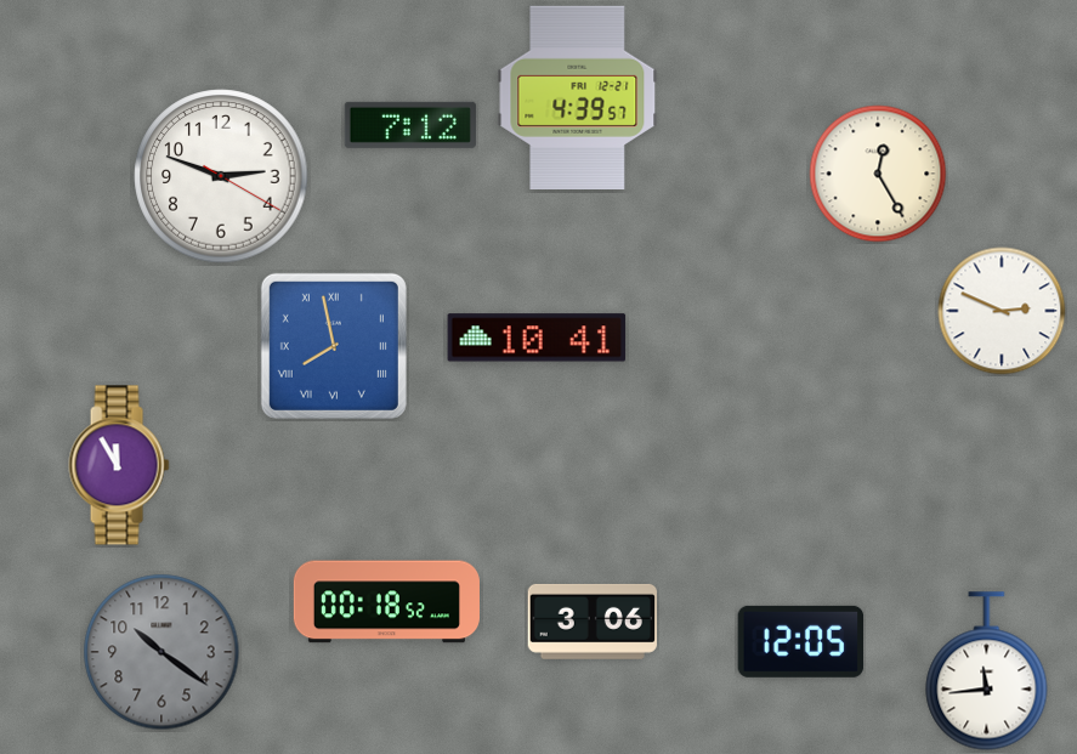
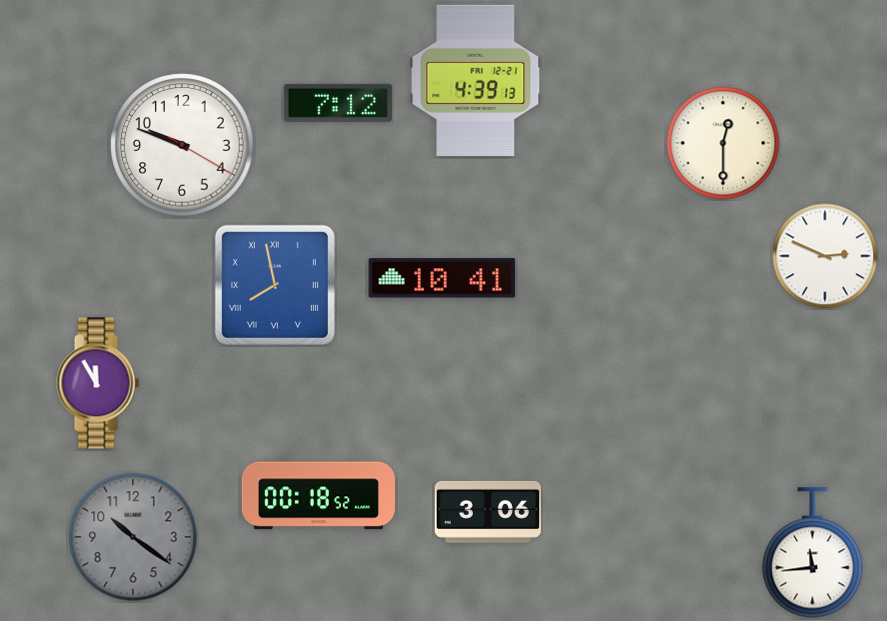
clock at (578, 97): 4:39:57 -> 4:39:13
clock at (878, 174): 12:25 -> 12:30
clock at (221, 176): 2:48 -> 9:48
clock at (801, 641): 12:05 -> none
